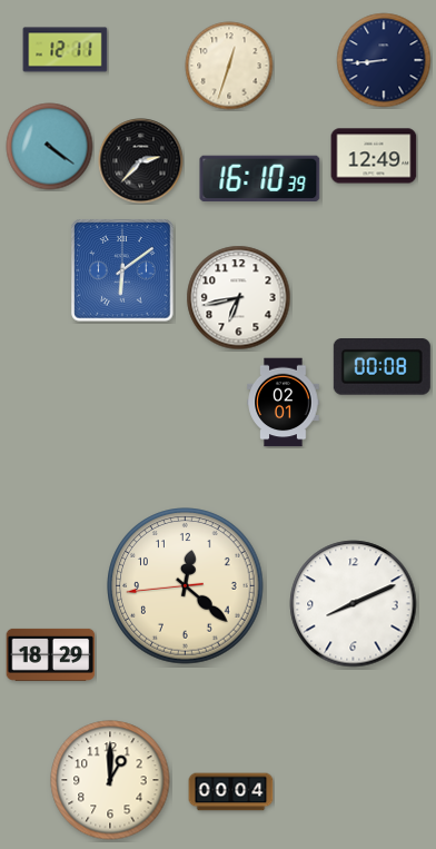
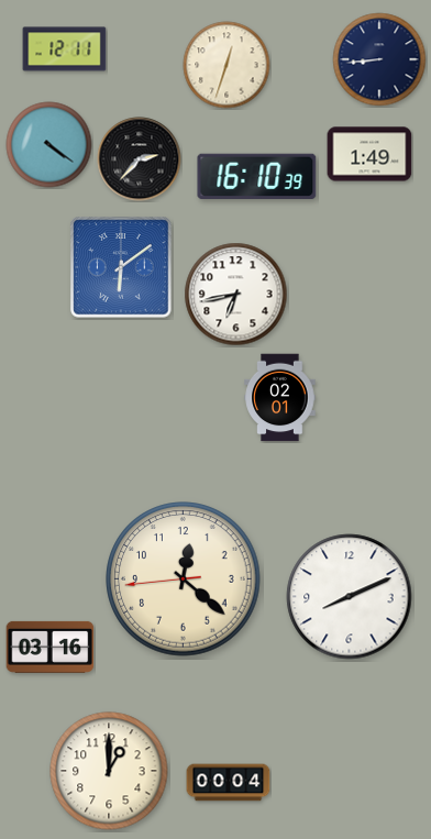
clock at (374, 156): 12:49 -> 1:49
clock at (381, 367): 00:08 -> none
clock at (51, 654): 18:29 -> 03:16
